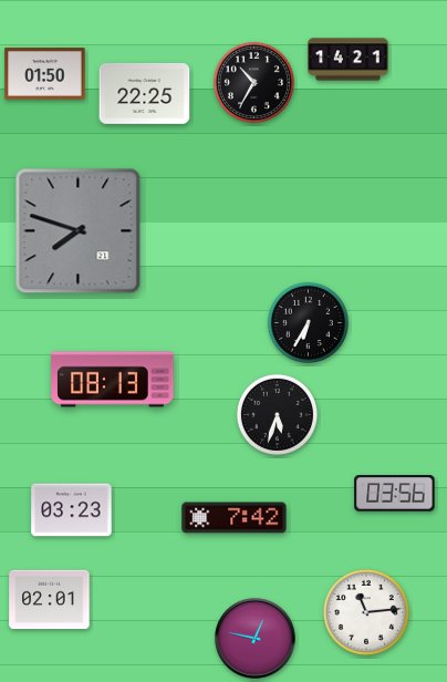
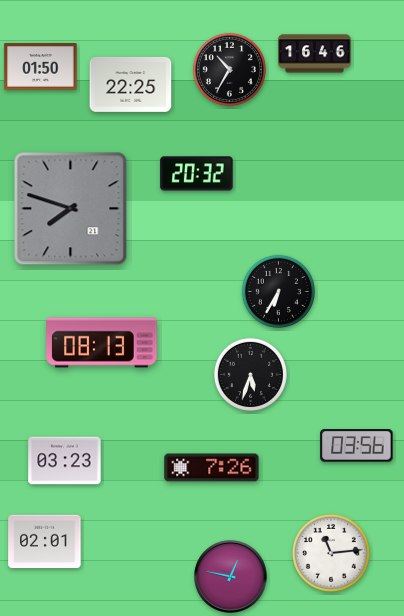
clock at (349, 60): 14:21 -> 16:46
clock at (253, 82) position: (253, 82) -> (229, 69)
clock at (197, 174): none -> 20:32
clock at (235, 518): 7:42 -> 7:26
